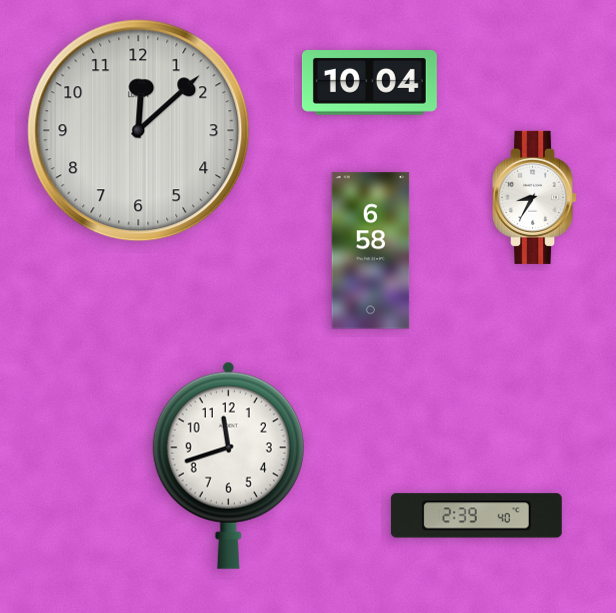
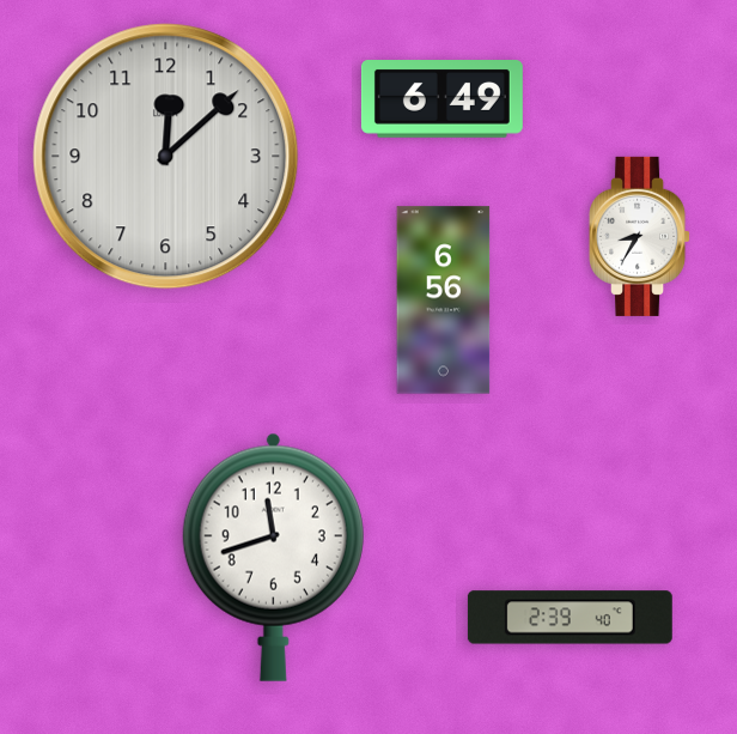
clock at (369, 83): 10:04 -> 6:49
clock at (371, 251): 6:58 -> 6:56
